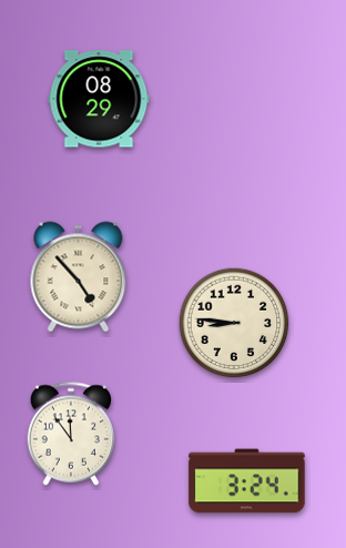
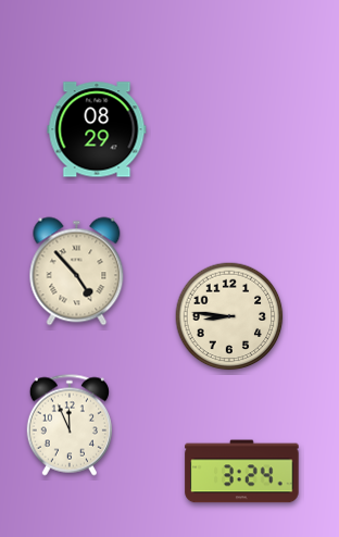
clock at (99, 99) position: (99, 99) -> (97, 129)
clock at (71, 434): 11:54 -> 11:56
